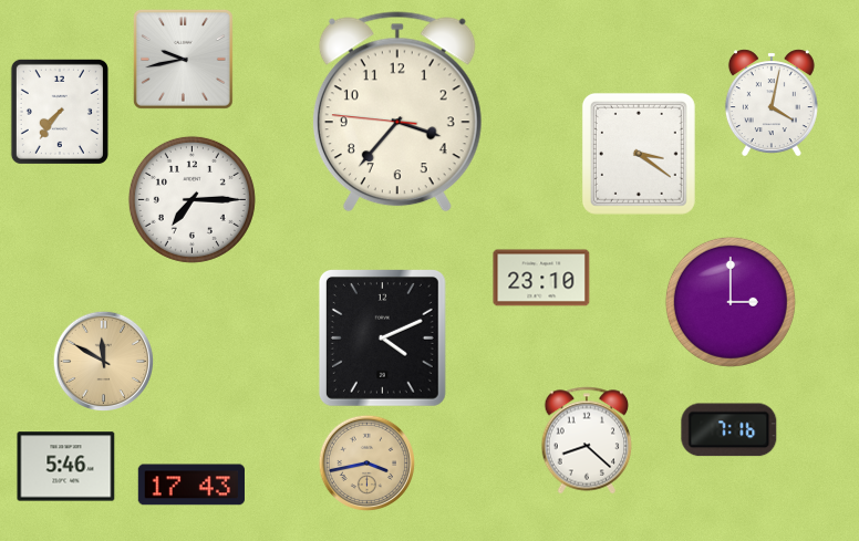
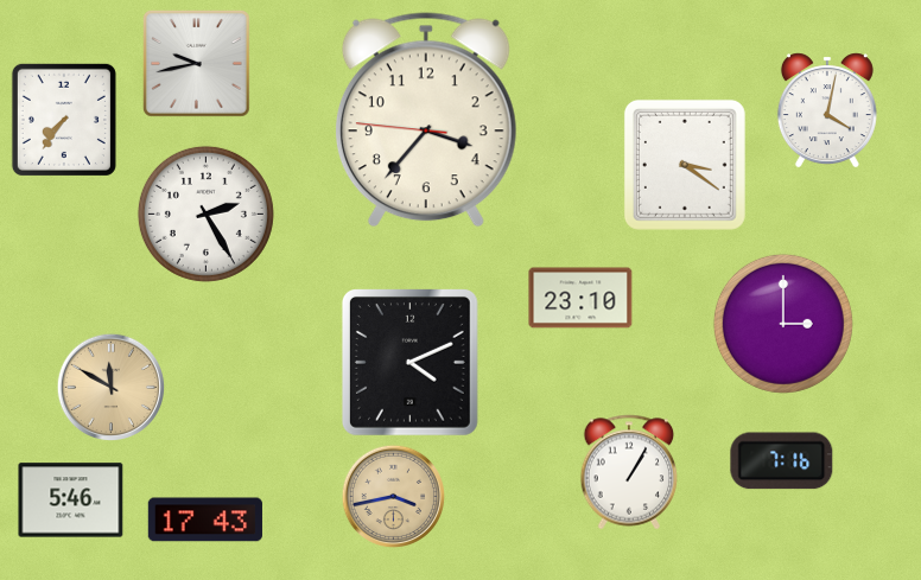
clock at (192, 199): 7:15 -> 2:25
clock at (587, 440): 8:22 -> 1:05
